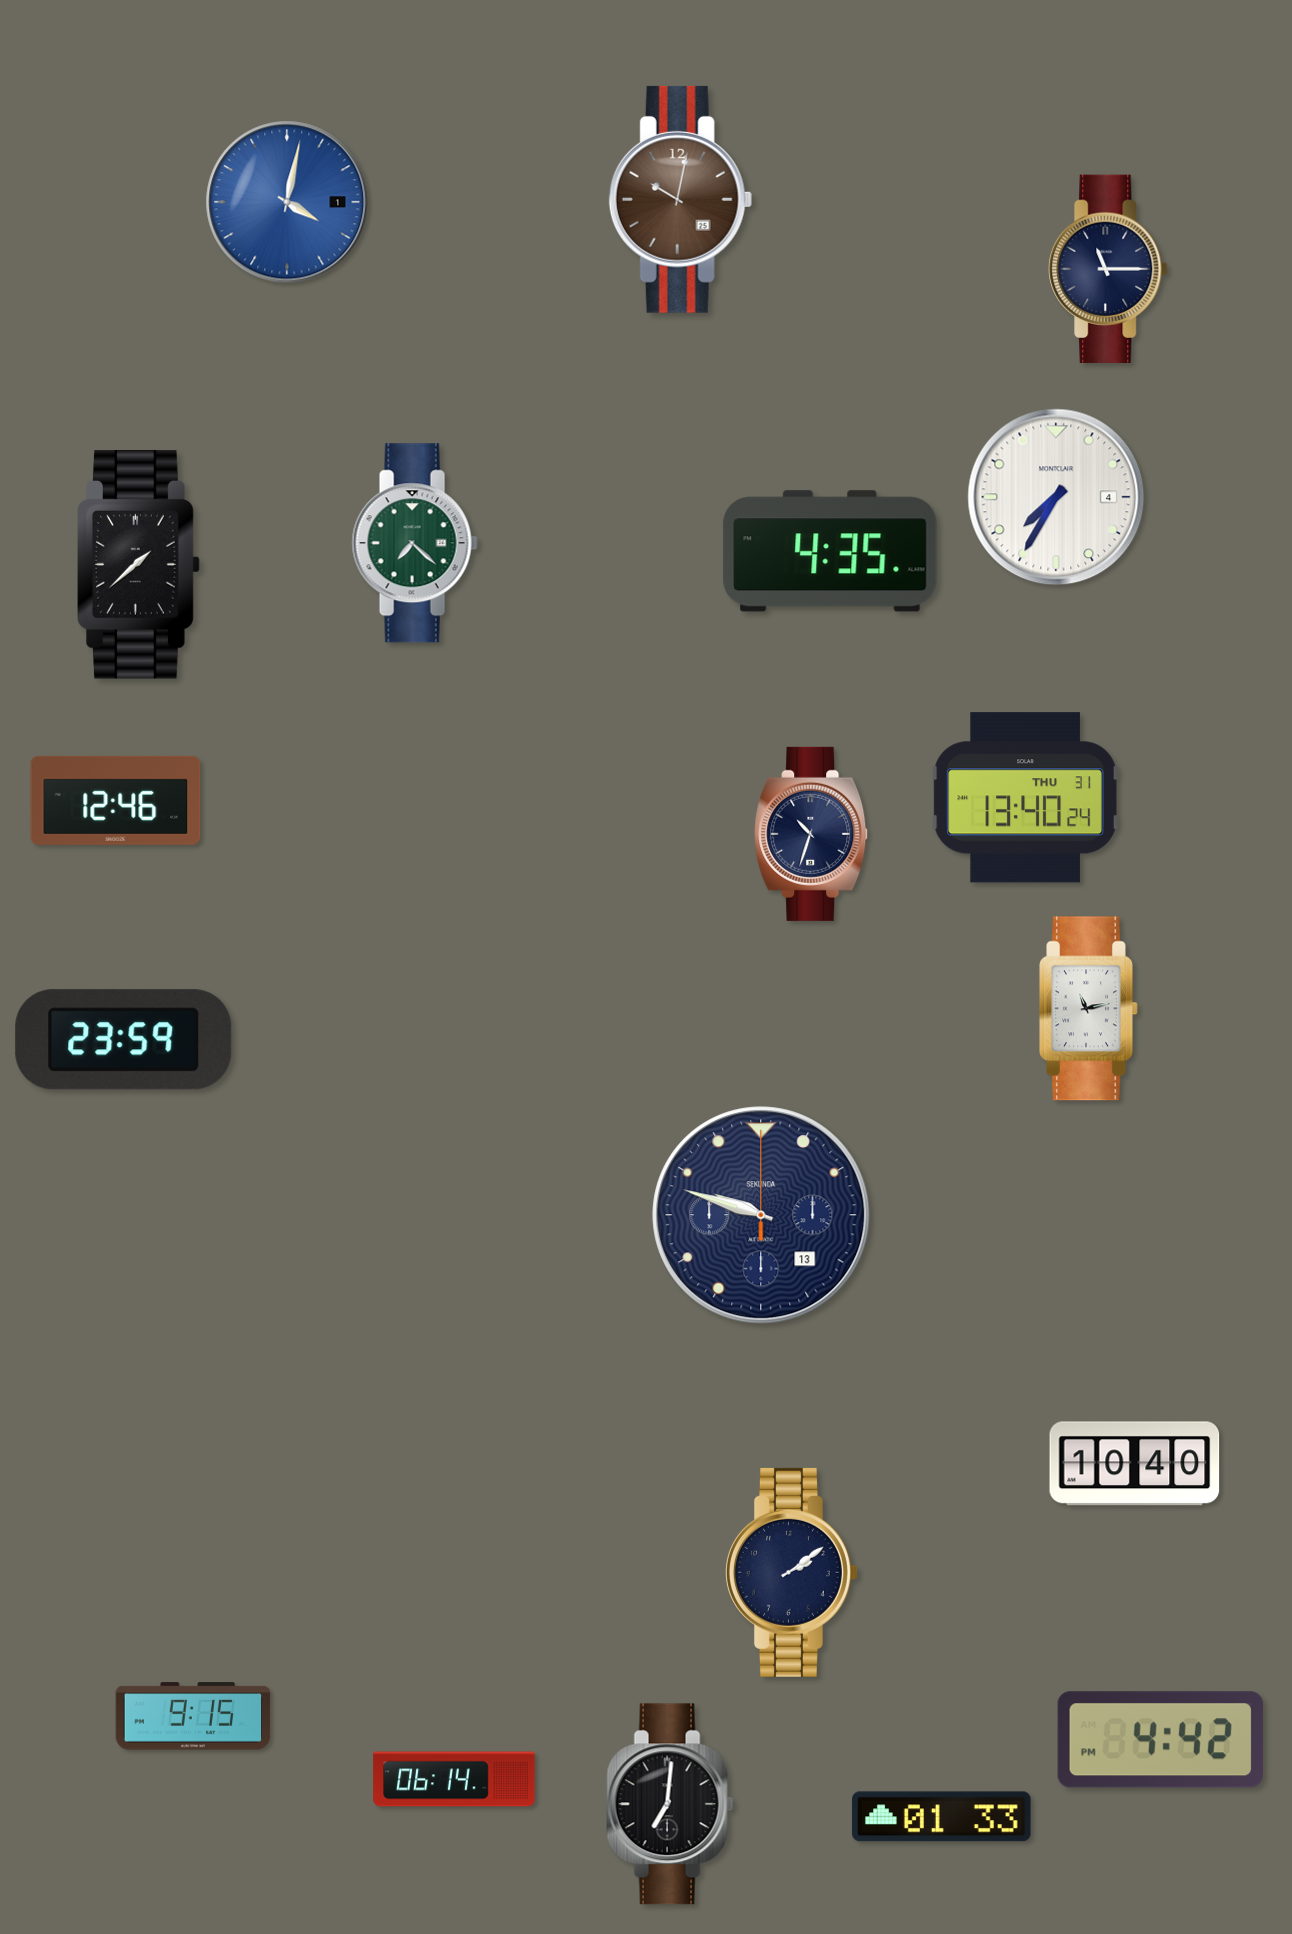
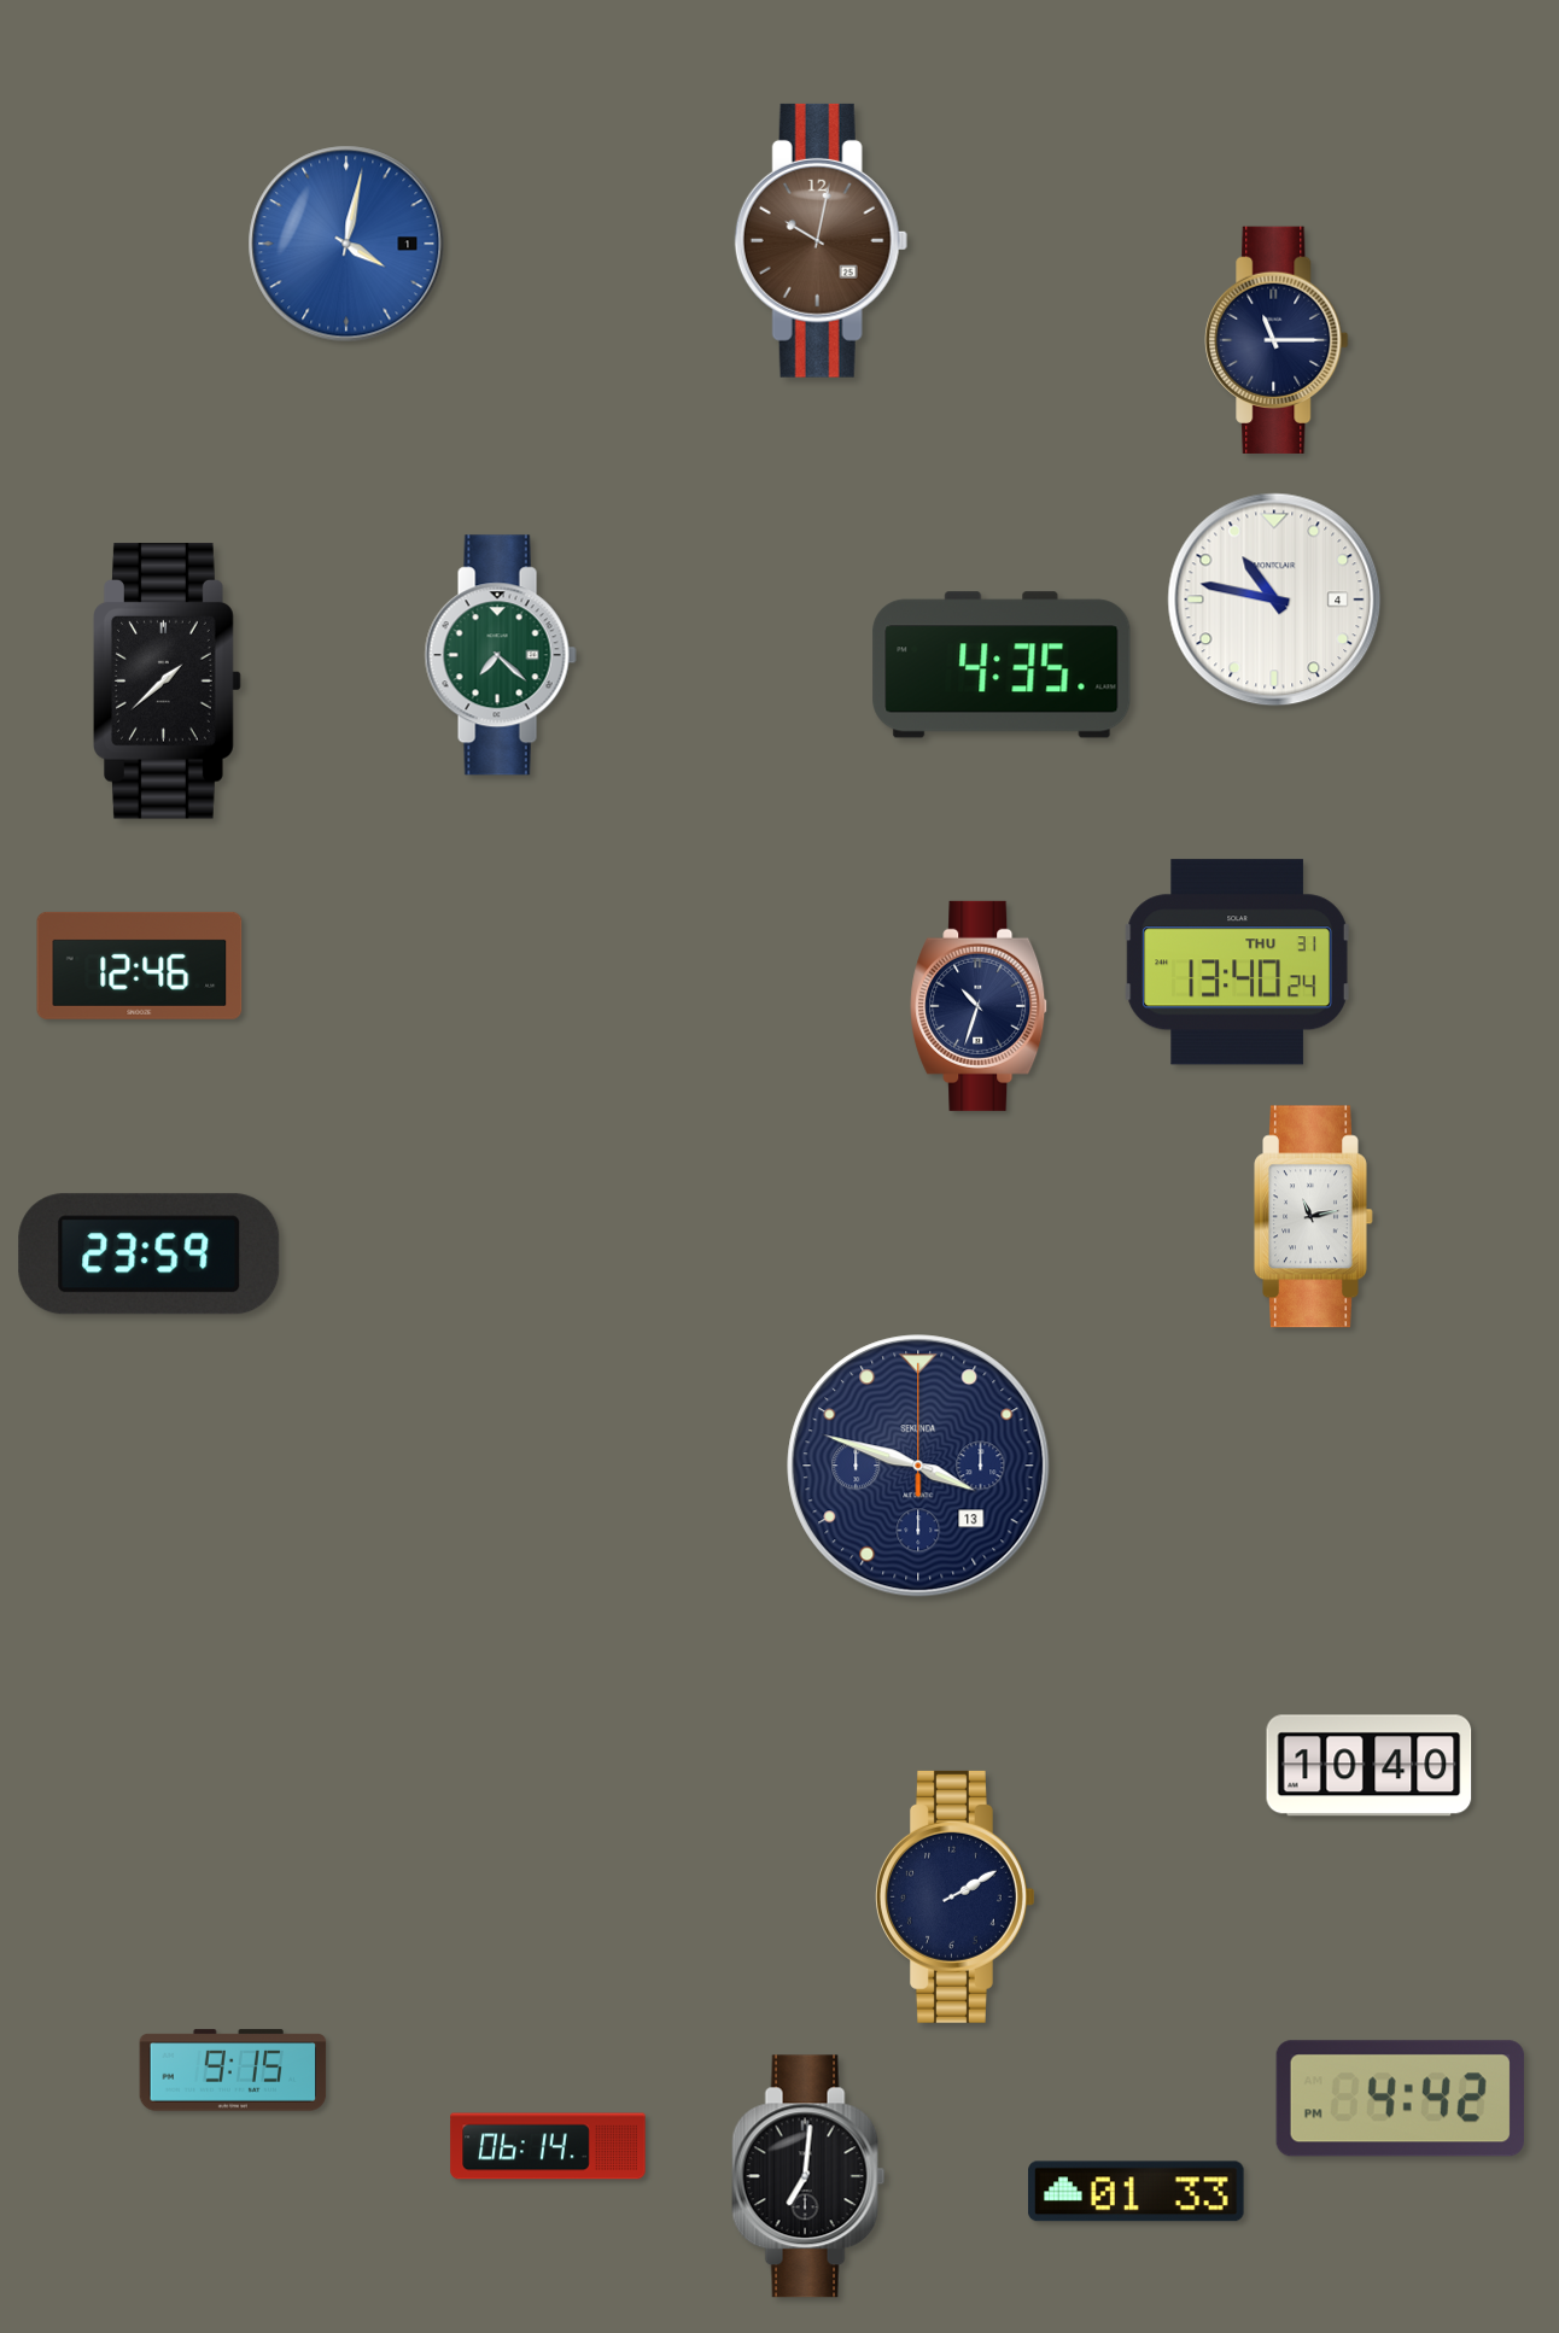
clock at (1108, 269) position: (1108, 269) -> (1277, 340)
clock at (1056, 497): 7:35 -> 10:47
clock at (761, 1215): 9:48 -> 3:48
clock at (791, 1572): 2:09 -> 2:10
